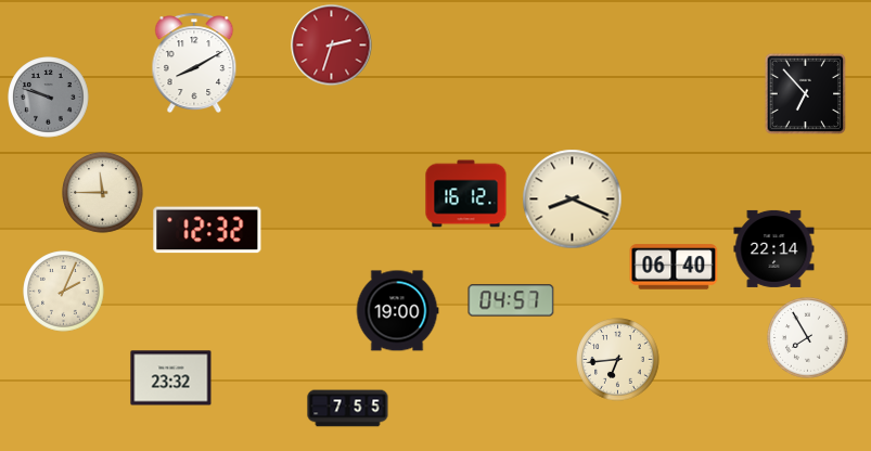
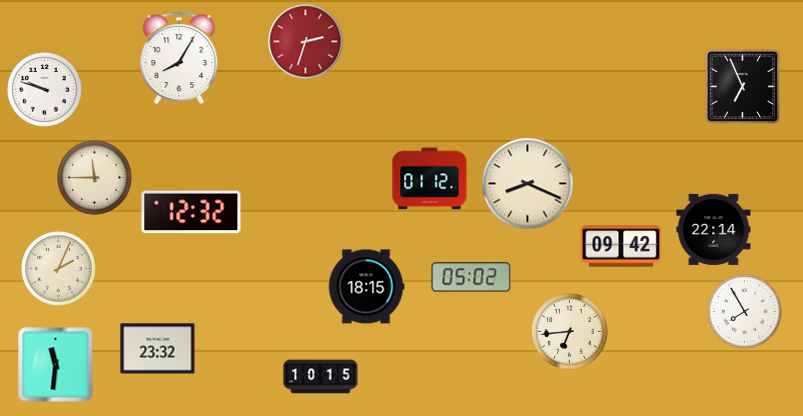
clock at (194, 63): 8:10 -> 8:05
clock at (806, 94): 6:53 -> 6:56
clock at (49, 98) dial: grey -> white
clock at (466, 194): 16:12 -> 01:12
clock at (674, 267): 06:40 -> 09:42
clock at (511, 300): 04:57 -> 05:02
clock at (397, 311): 19:00 -> 18:15
clock at (56, 365): none -> 11:31
clock at (348, 409): 7:55 -> 10:15
